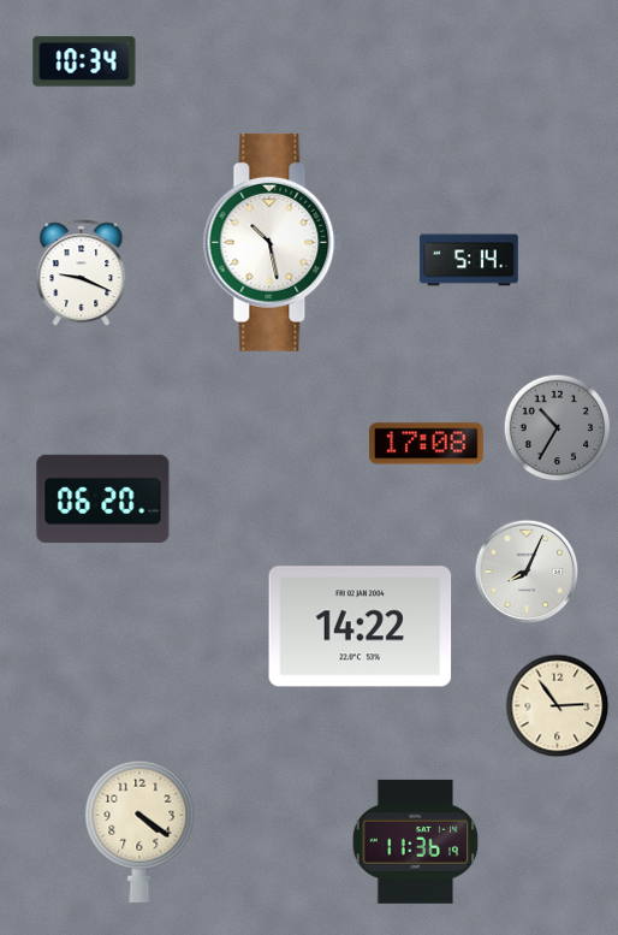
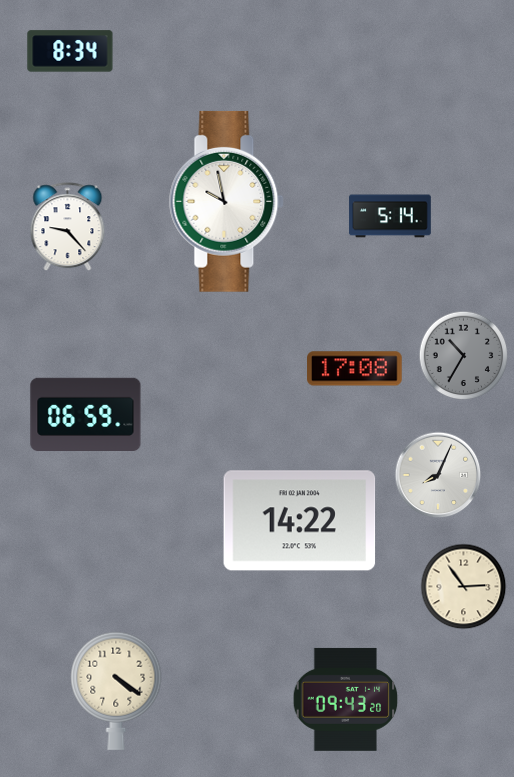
clock at (84, 61): 10:34 -> 8:34
clock at (273, 242): 10:28 -> 9:58
clock at (82, 273): 9:19 -> 9:23
clock at (103, 498): 06:20 -> 06:59
clock at (416, 841): 11:36 -> 09:43
